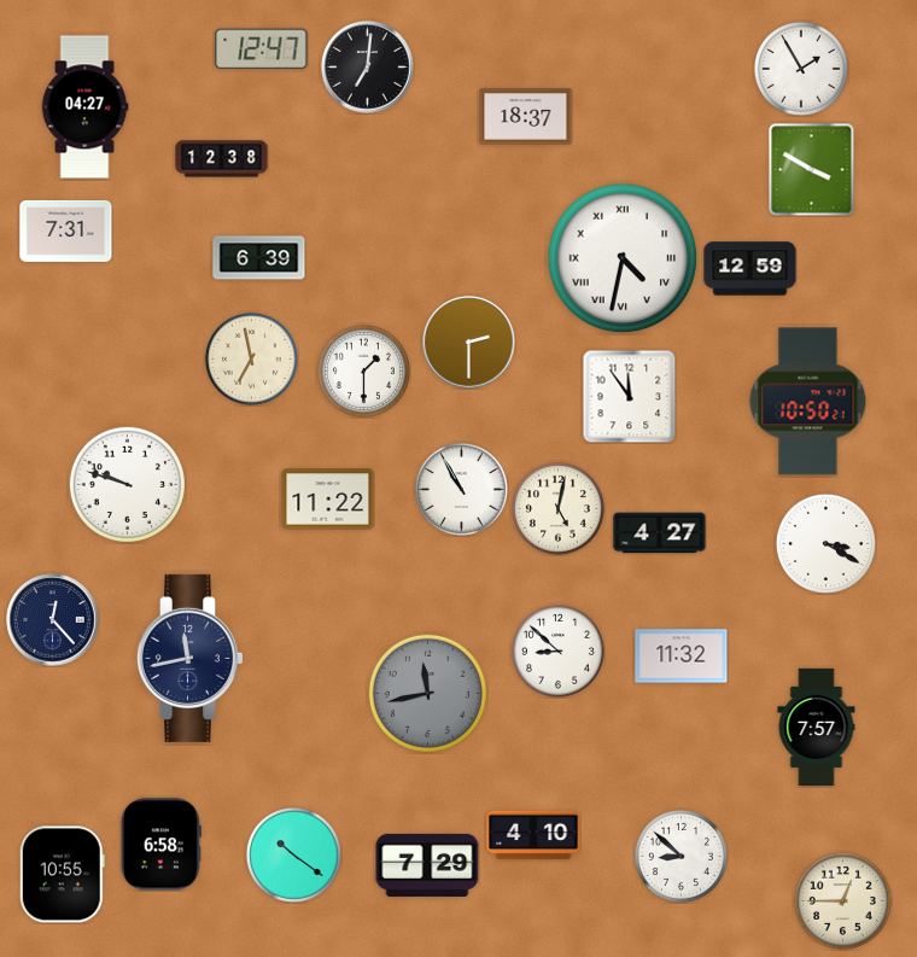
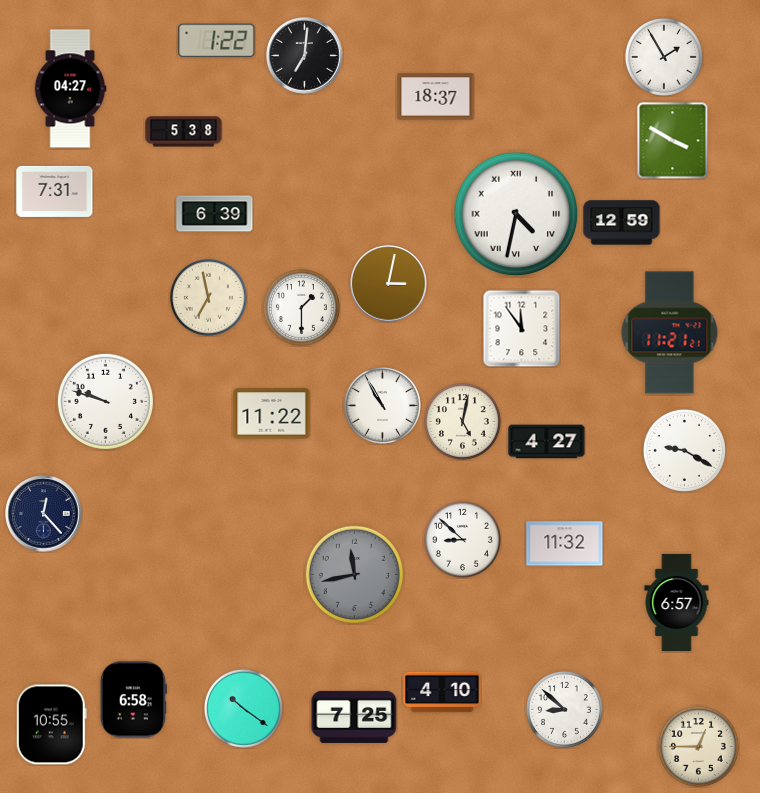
clock at (262, 49): 12:47 -> 1:22
clock at (222, 159): 12:38 -> 5:38
clock at (469, 343): 2:30 -> 3:02
clock at (808, 402): 10:50 -> 11:21
clock at (825, 543): 3:20 -> 9:20
clock at (189, 658): 11:43 -> none
clock at (817, 726): 7:57 -> 6:57
clock at (427, 865): 7:29 -> 7:25
